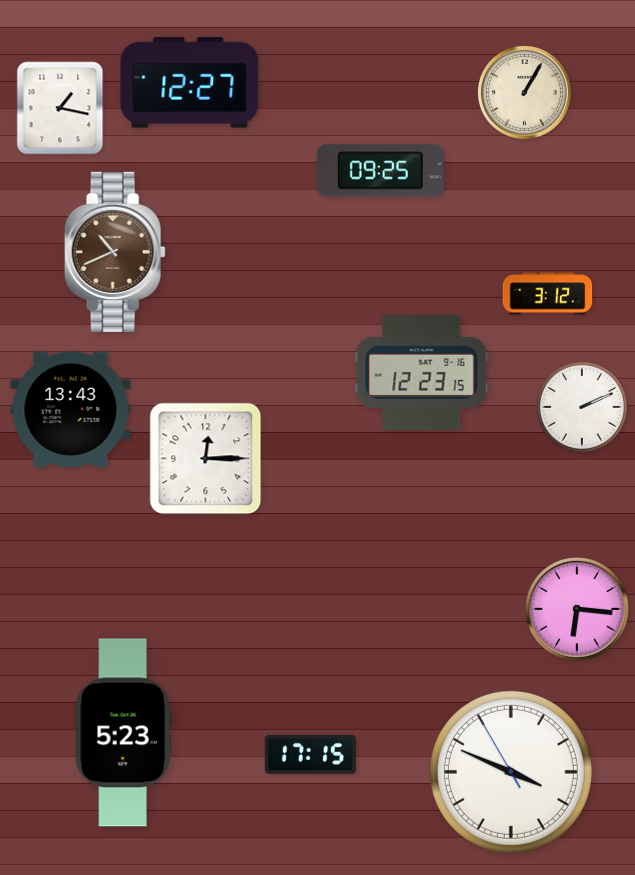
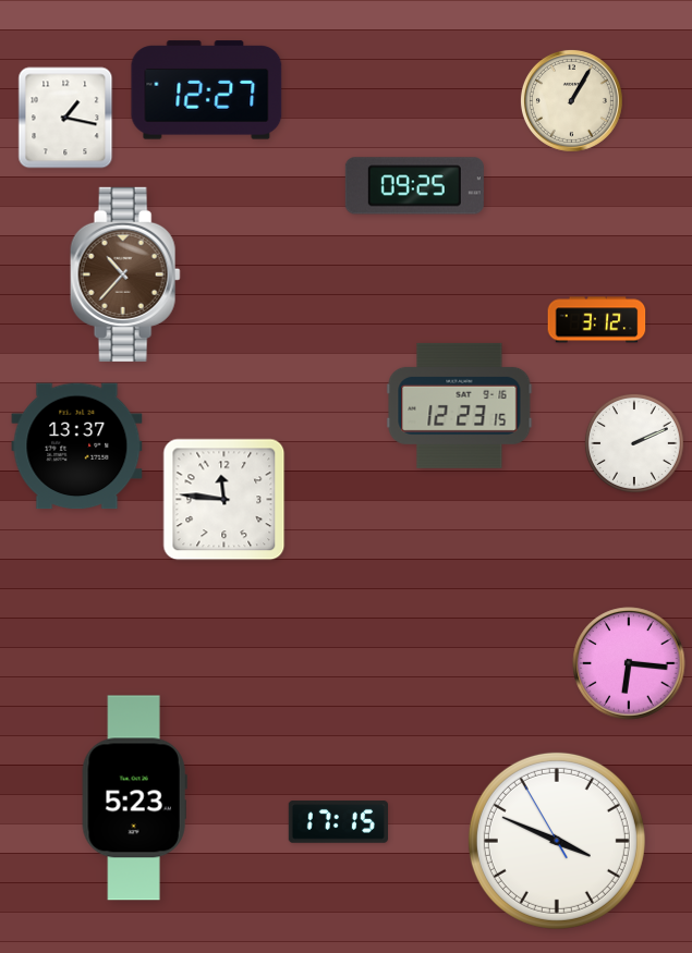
clock at (115, 252): 10:41 -> 10:37
clock at (71, 410): 13:43 -> 13:37
clock at (206, 459): 12:15 -> 11:46
